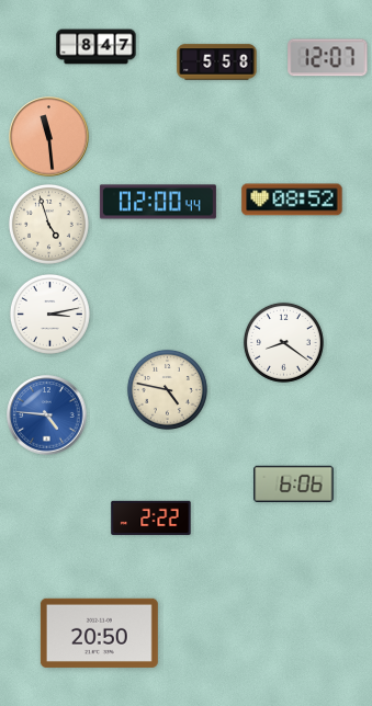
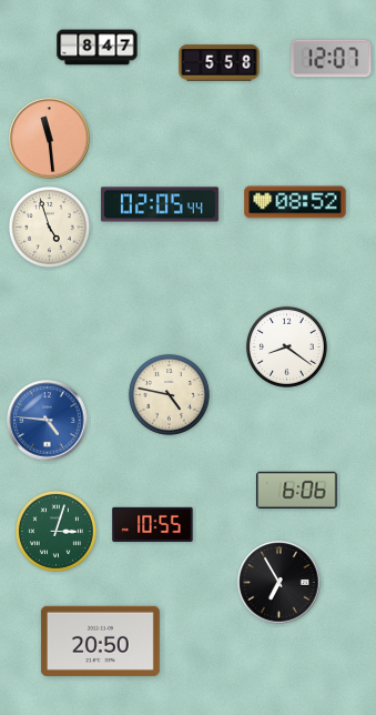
clock at (158, 202): 02:00 -> 02:05
clock at (49, 314): 3:13 -> none
clock at (151, 517): 2:22 -> 10:55
clock at (55, 531): none -> 3:03
clock at (280, 583): none -> 6:55
